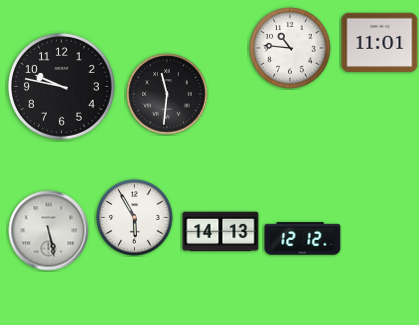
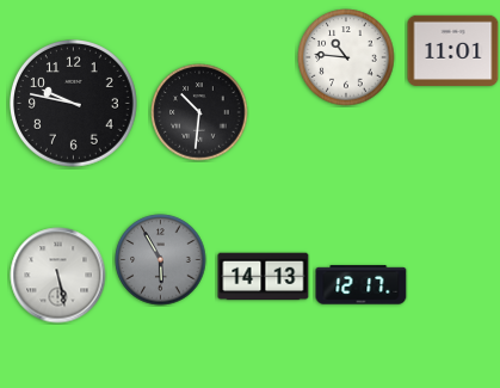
clock at (167, 94): 11:31 -> 10:31
clock at (135, 218) dial: white -> grey
clock at (303, 239): 12:12 -> 12:17
